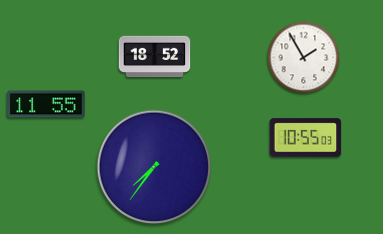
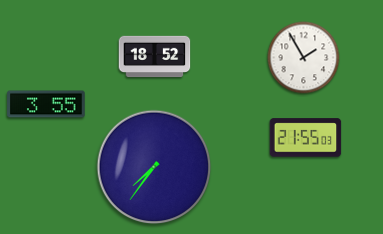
clock at (46, 104): 11:55 -> 3:55
clock at (306, 138): 10:55 -> 21:55
